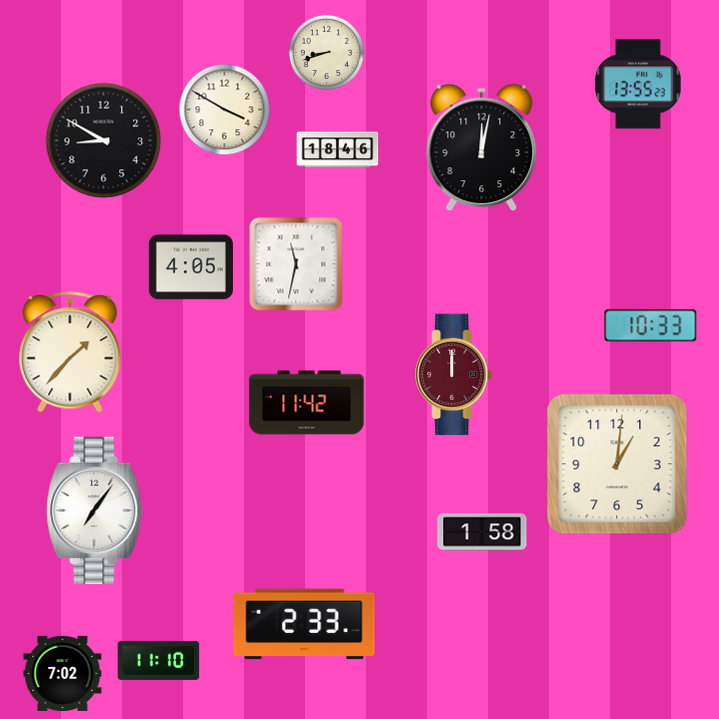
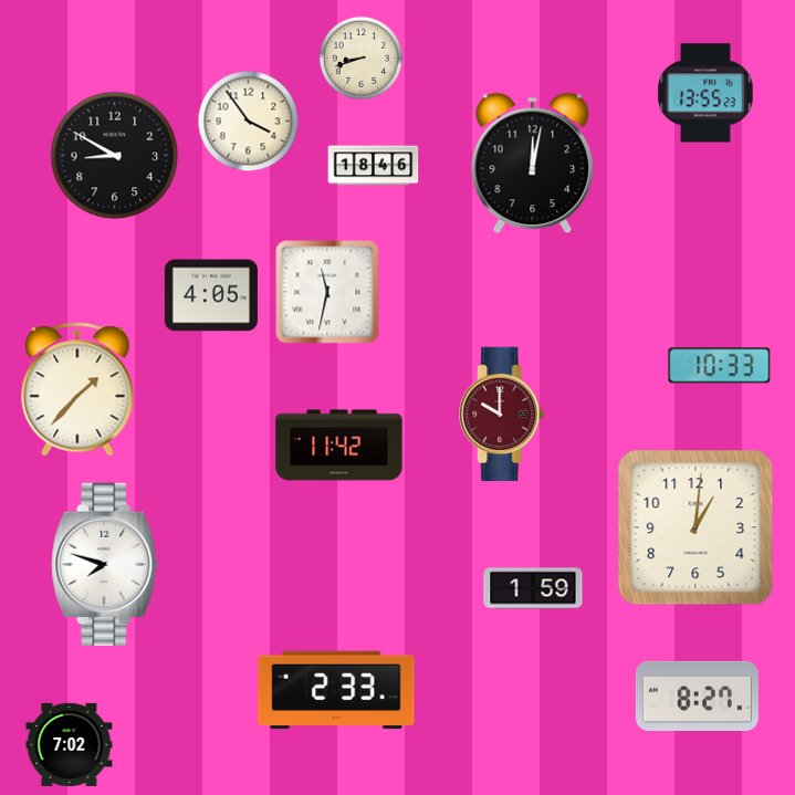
clock at (225, 110): 3:50 -> 3:54
clock at (651, 326) position: (651, 326) -> (720, 366)
clock at (454, 375): 12:00 -> 10:00
clock at (617, 464) position: (617, 464) -> (695, 527)
clock at (95, 511): 7:06 -> 7:48
clock at (482, 532): 1:58 -> 1:59
clock at (697, 695): none -> 8:27
clock at (159, 660): 11:10 -> none
